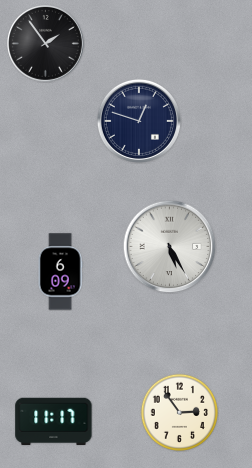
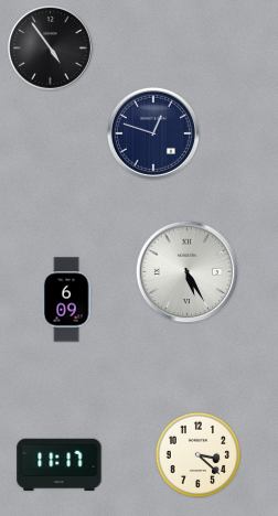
clock at (46, 44): 1:54 -> 4:54
clock at (179, 412): 2:54 -> 3:22
